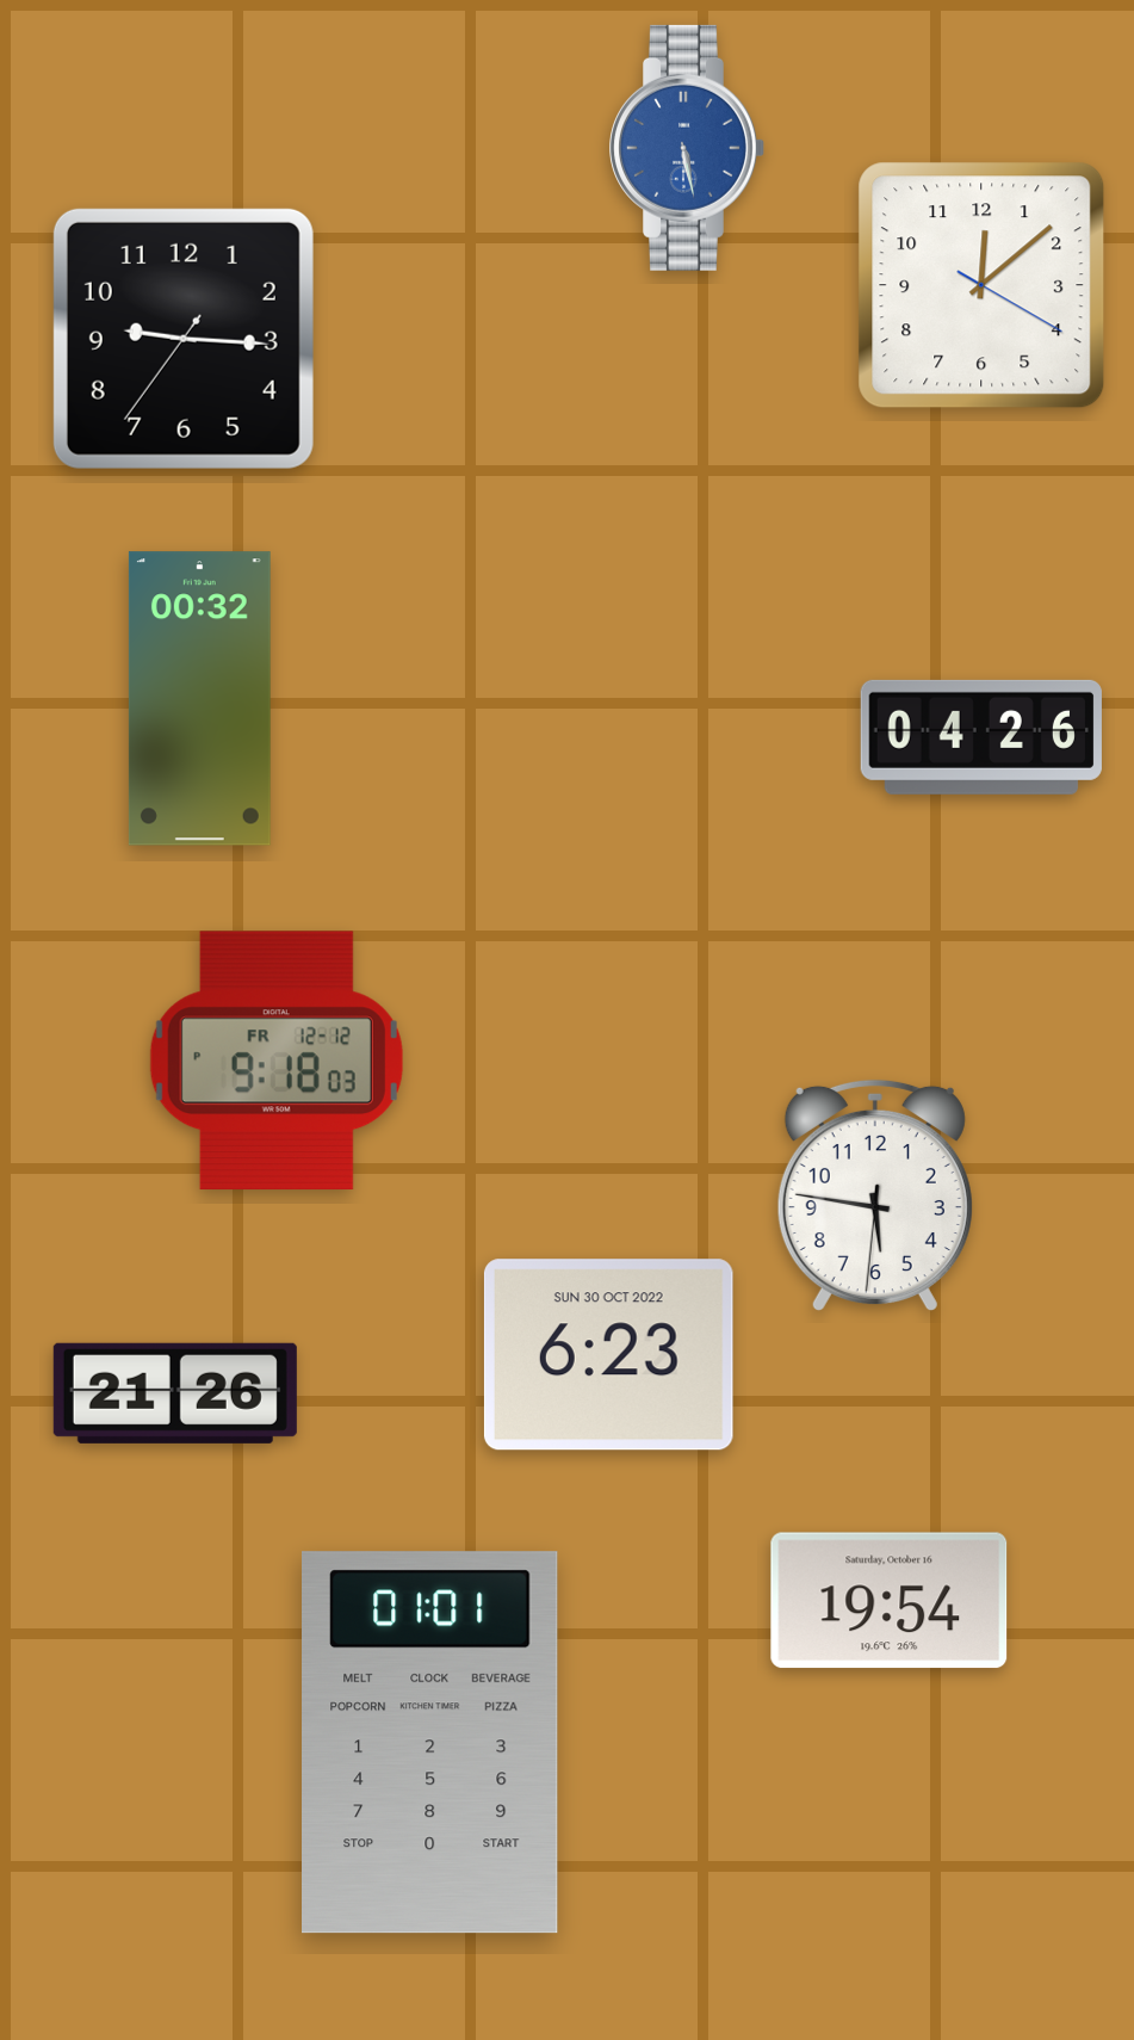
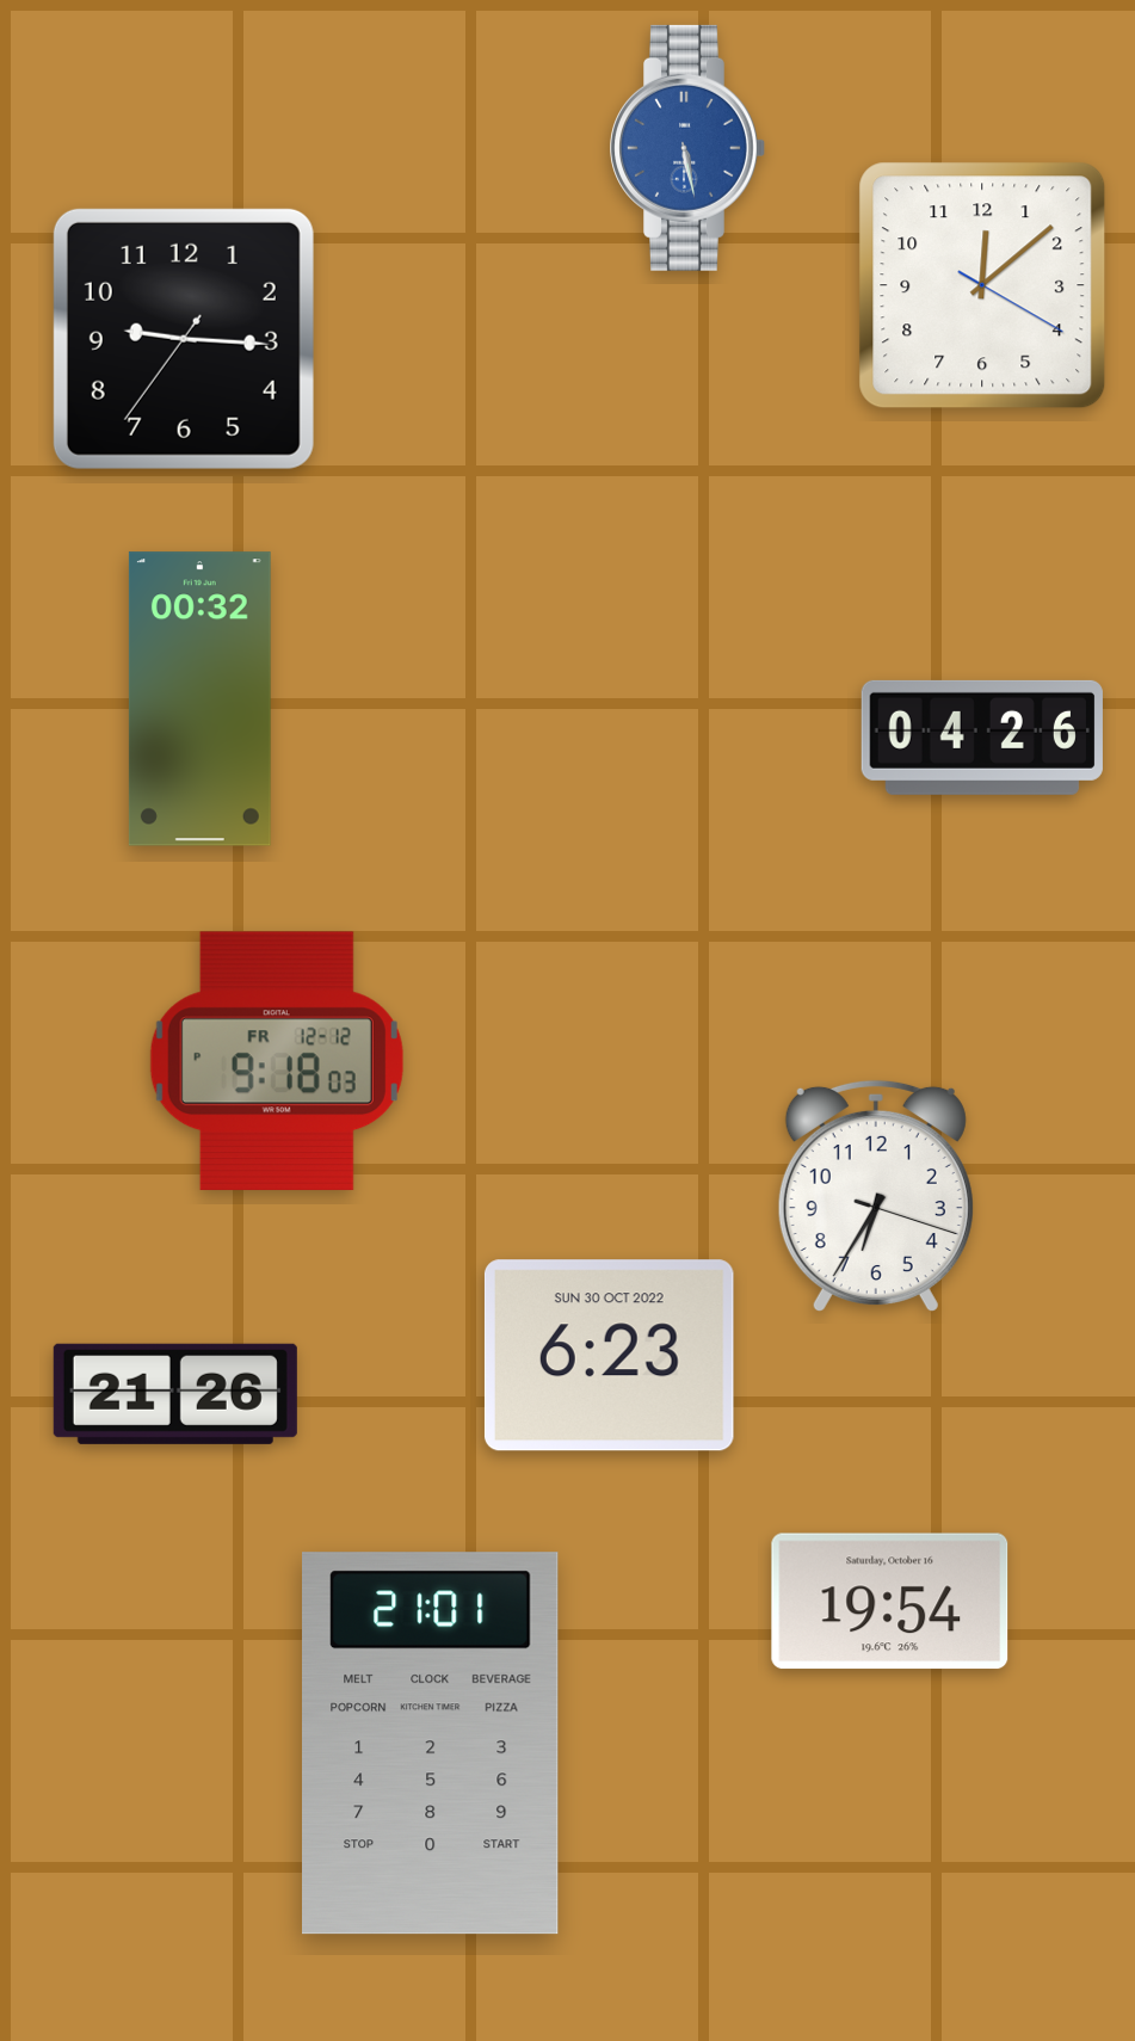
clock at (875, 1194): 5:46 -> 6:35
clock at (430, 1743): 01:01 -> 21:01
